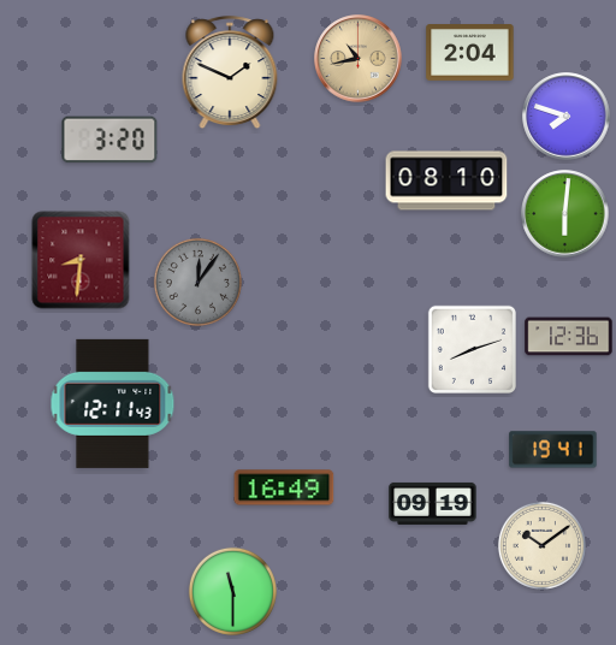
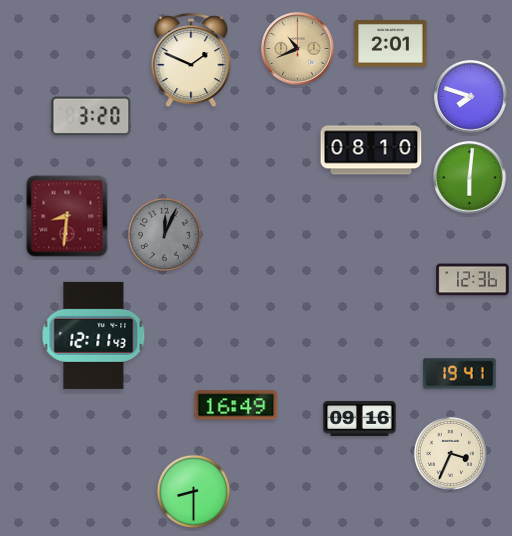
clock at (470, 53): 2:04 -> 2:01
clock at (359, 59): 10:43 -> 10:41
clock at (197, 282): 12:06 -> 12:04
clock at (472, 349): 8:12 -> none
clock at (433, 503): 09:19 -> 09:16
clock at (541, 545): 10:09 -> 3:34
clock at (232, 591): 11:30 -> 8:30
